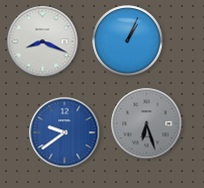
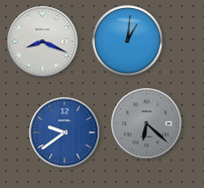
clock at (128, 41): 1:04 -> 1:01
clock at (147, 124): 6:27 -> 6:22
